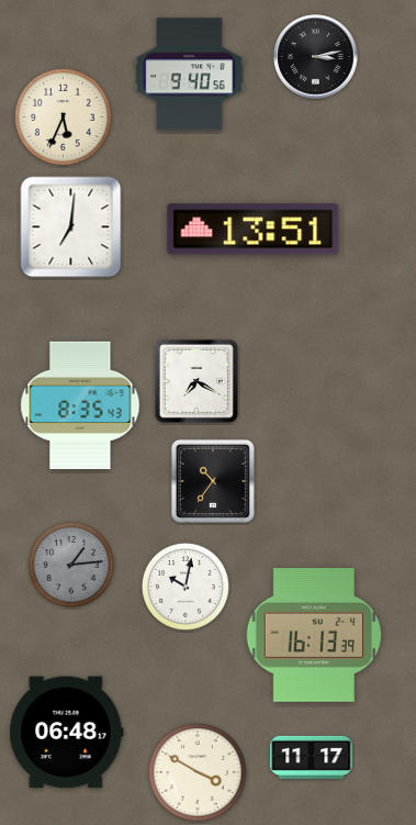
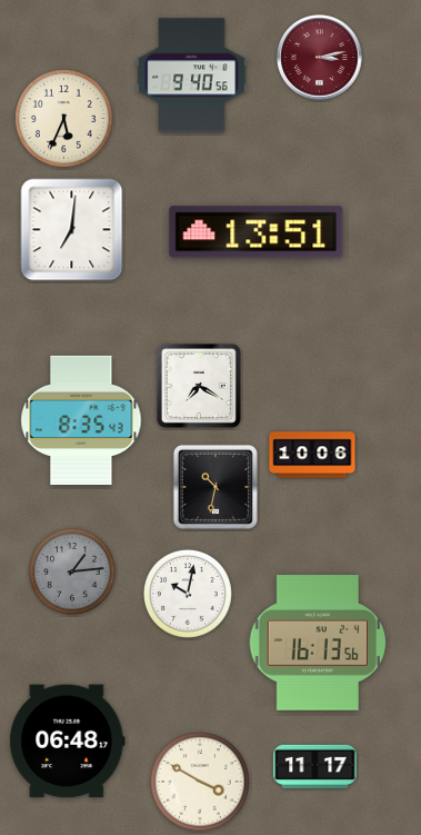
clock at (316, 57) dial: black -> burgundy
clock at (80, 405) position: (80, 405) -> (81, 420)
clock at (312, 455): none -> 10:06
clock at (213, 481): 10:36 -> 10:32
clock at (314, 636): 16:13:39 -> 16:13:56
